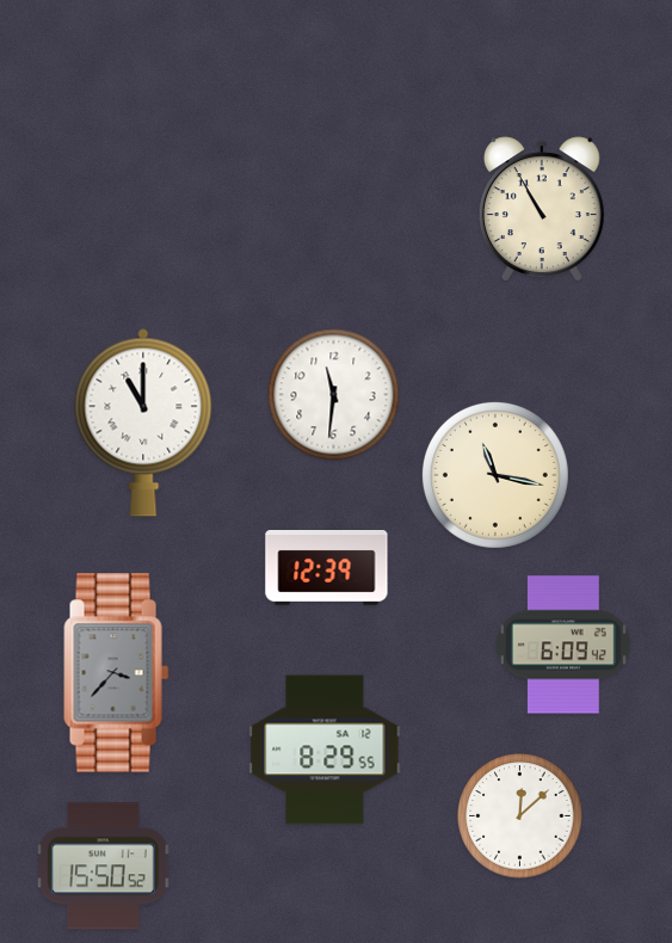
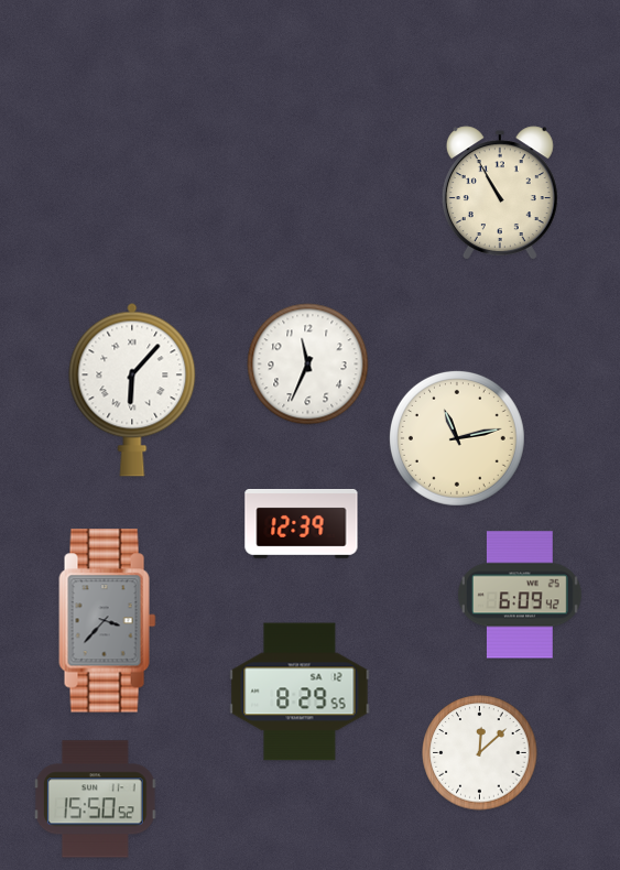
clock at (334, 395): 11:31 -> 11:34
clock at (143, 423): 11:00 -> 6:07
clock at (495, 475): 11:17 -> 11:13
